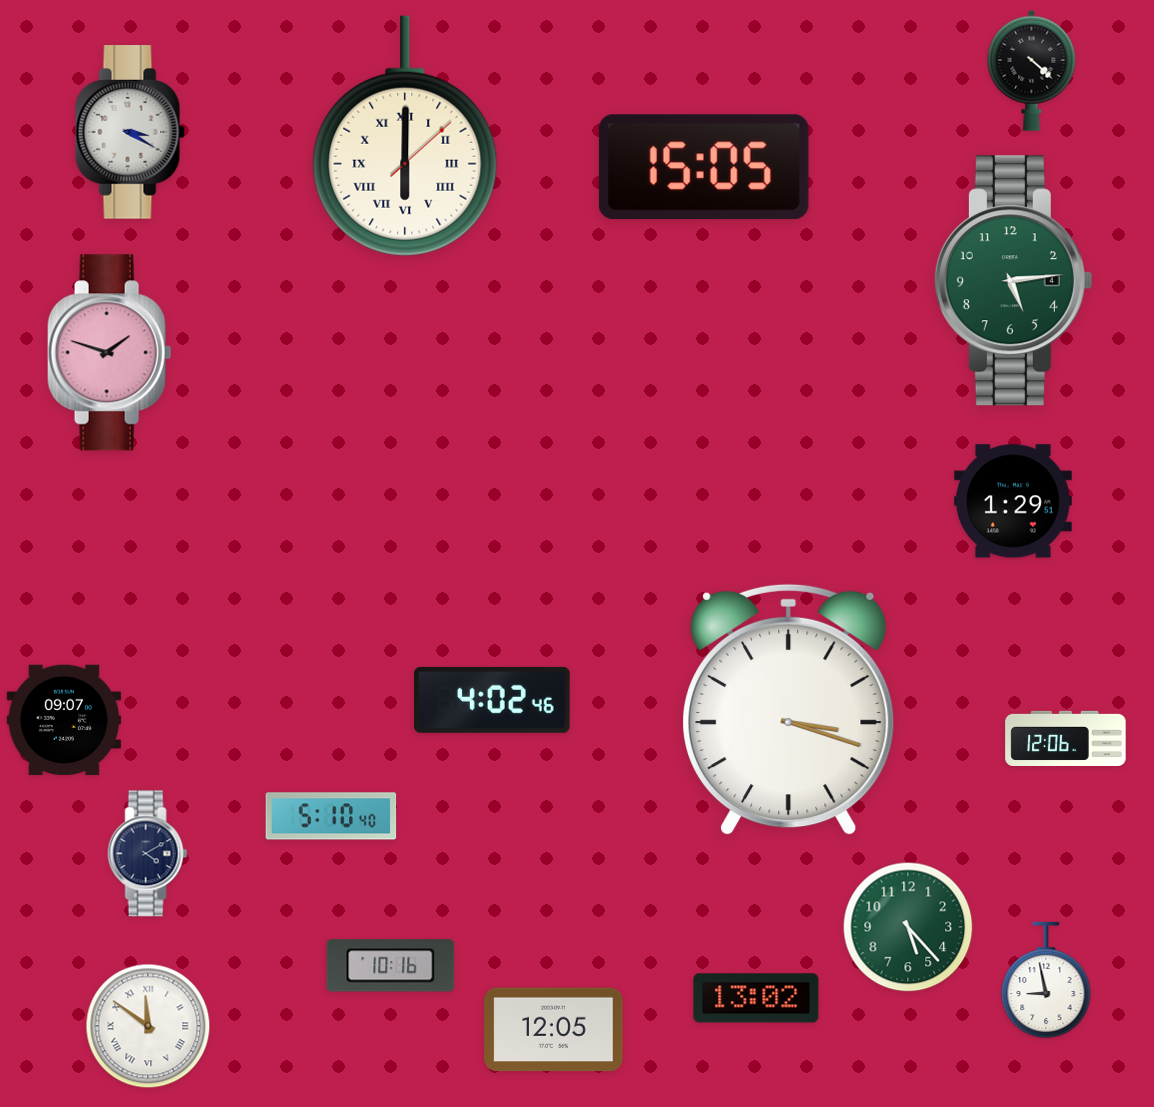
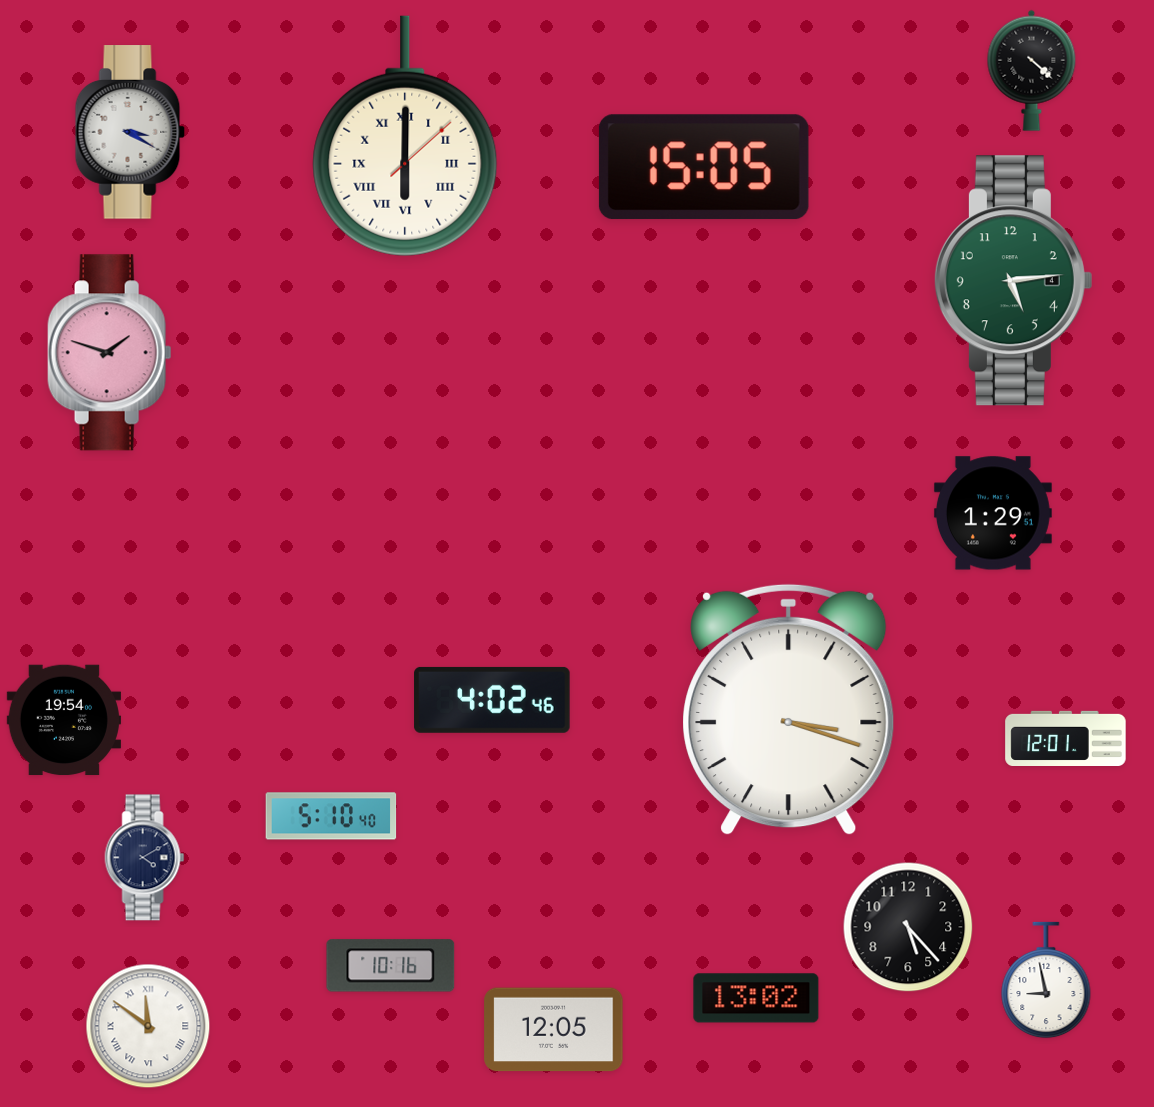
clock at (1013, 501) position: (1013, 501) -> (993, 513)
clock at (63, 720): 09:07 -> 19:54
clock at (1066, 738): 12:06 -> 12:01
clock at (148, 854) position: (148, 854) -> (145, 858)
clock at (908, 927) dial: green -> black
